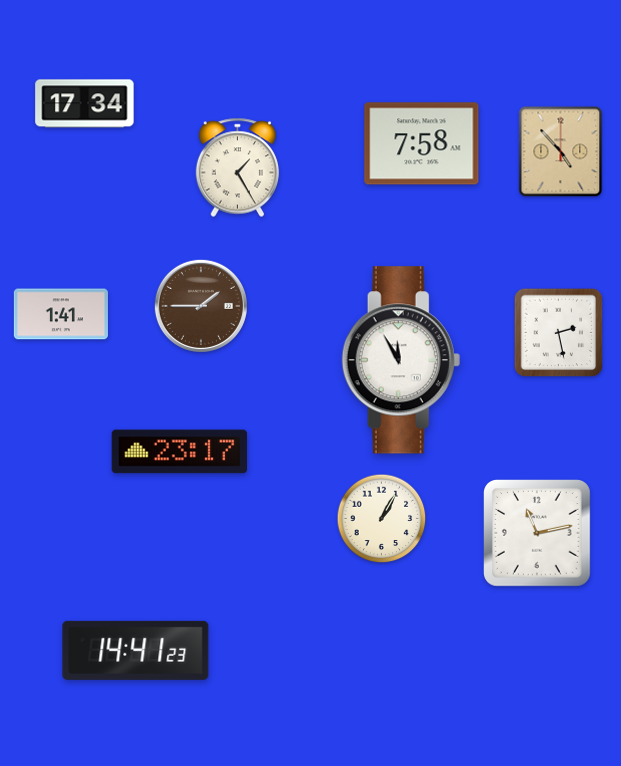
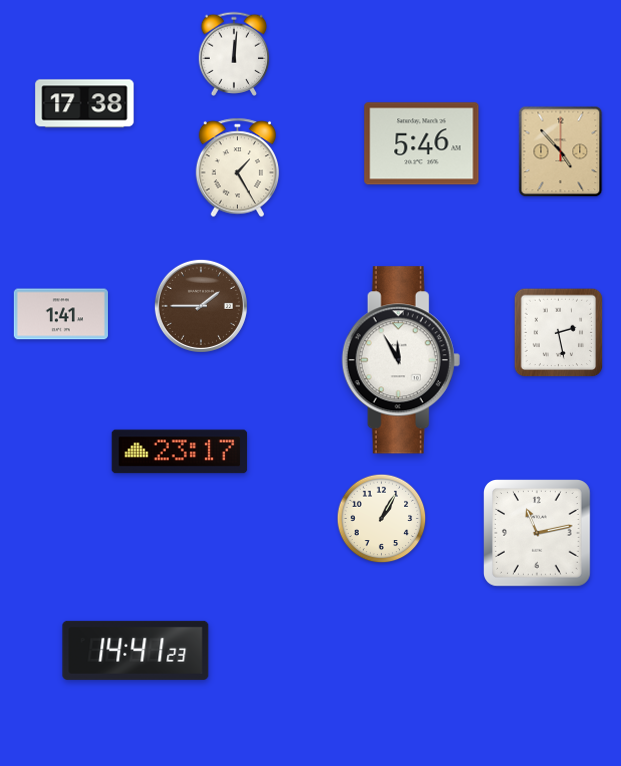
clock at (234, 54): none -> 12:01
clock at (85, 104): 17:34 -> 17:38
clock at (422, 144): 7:58 -> 5:46
